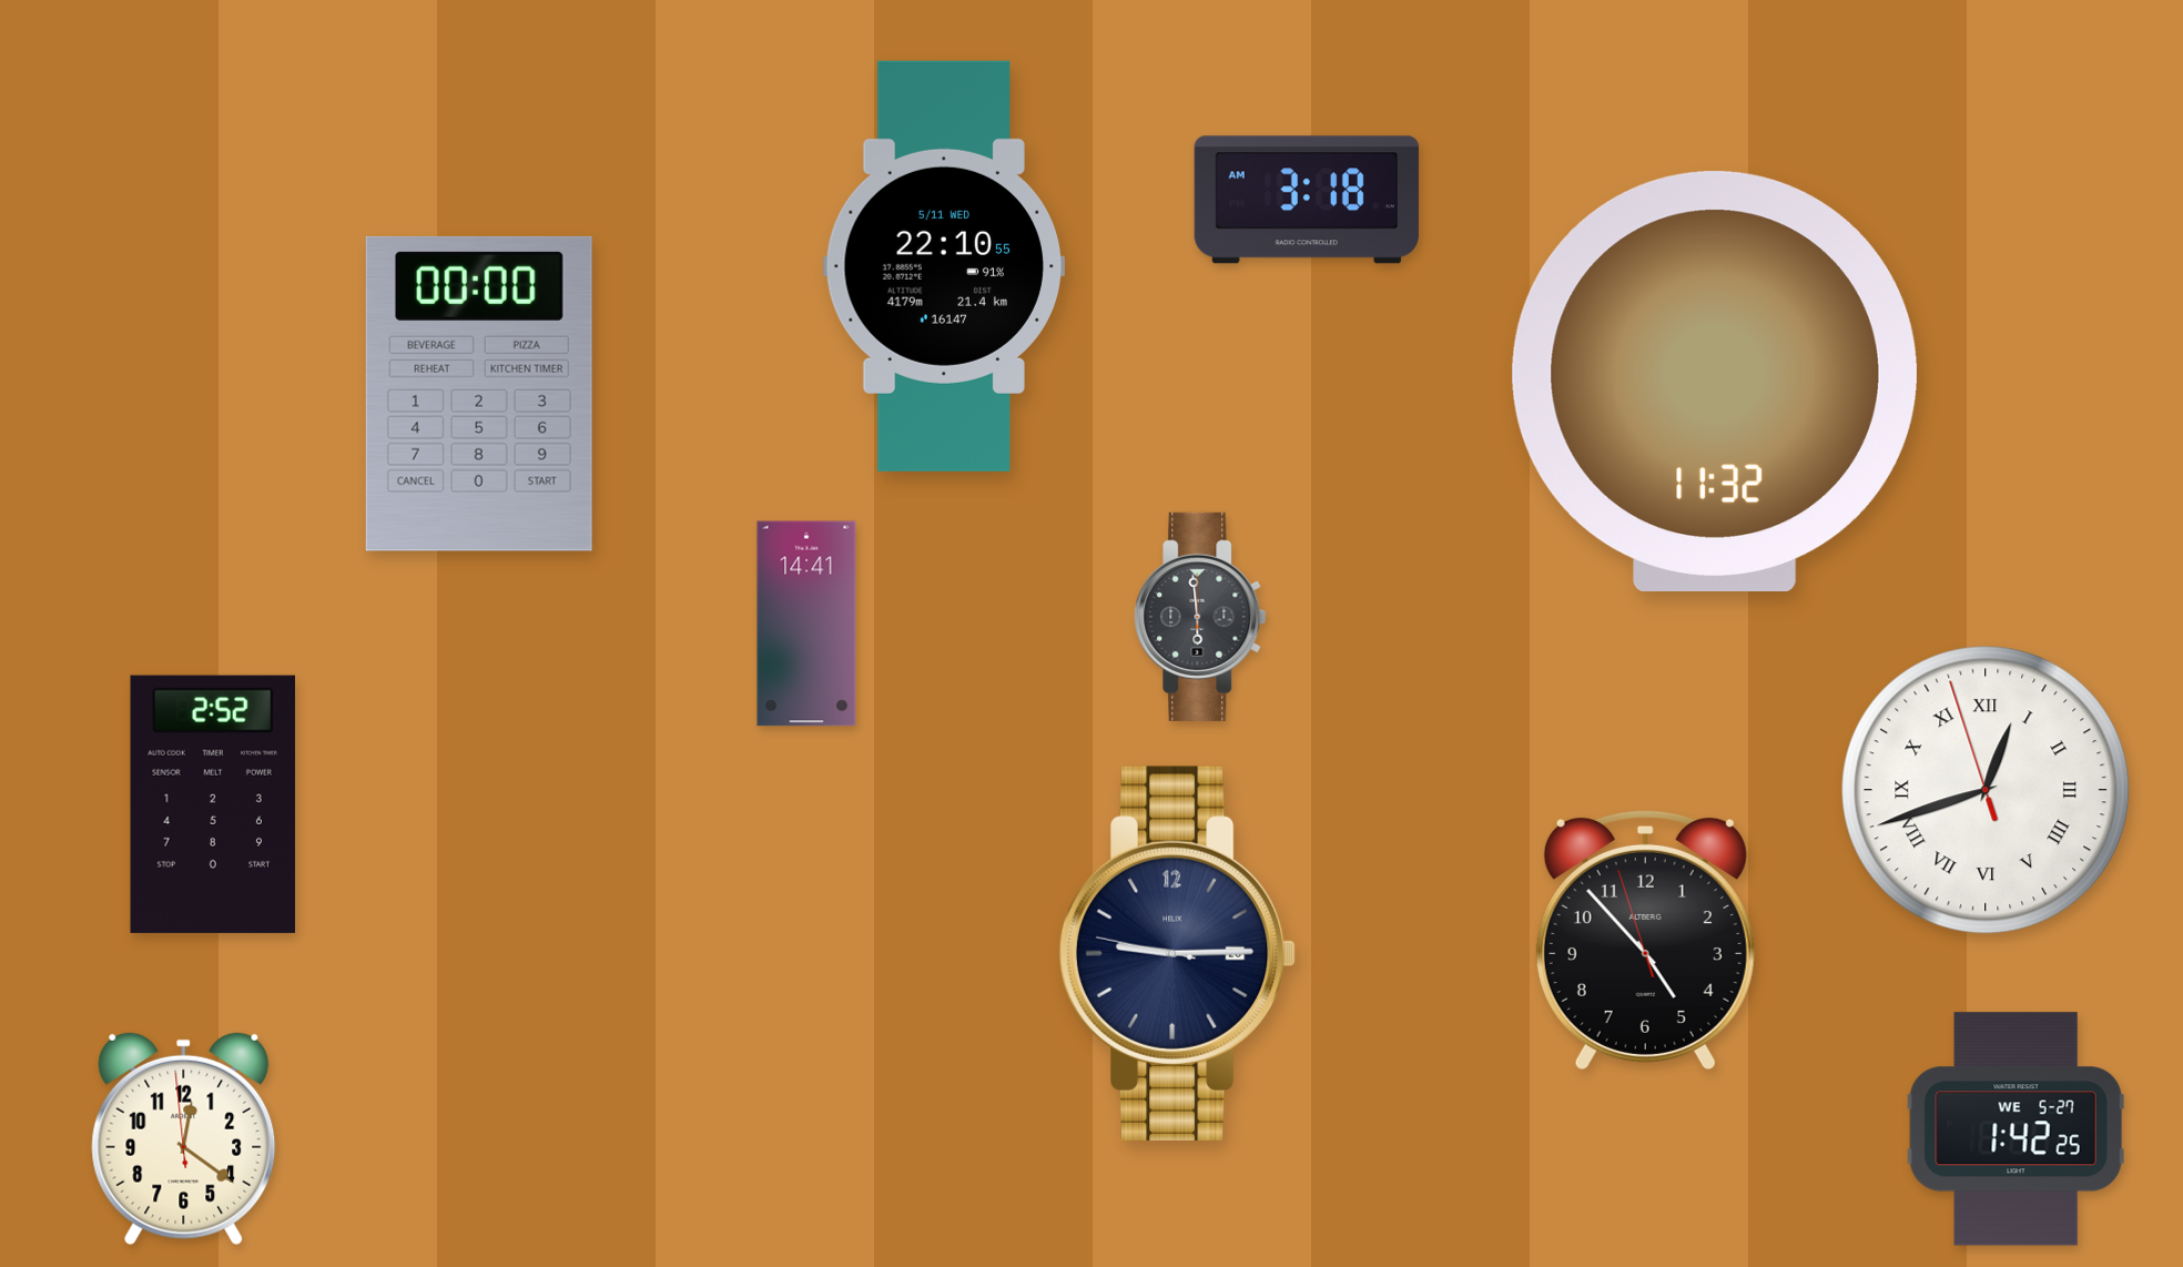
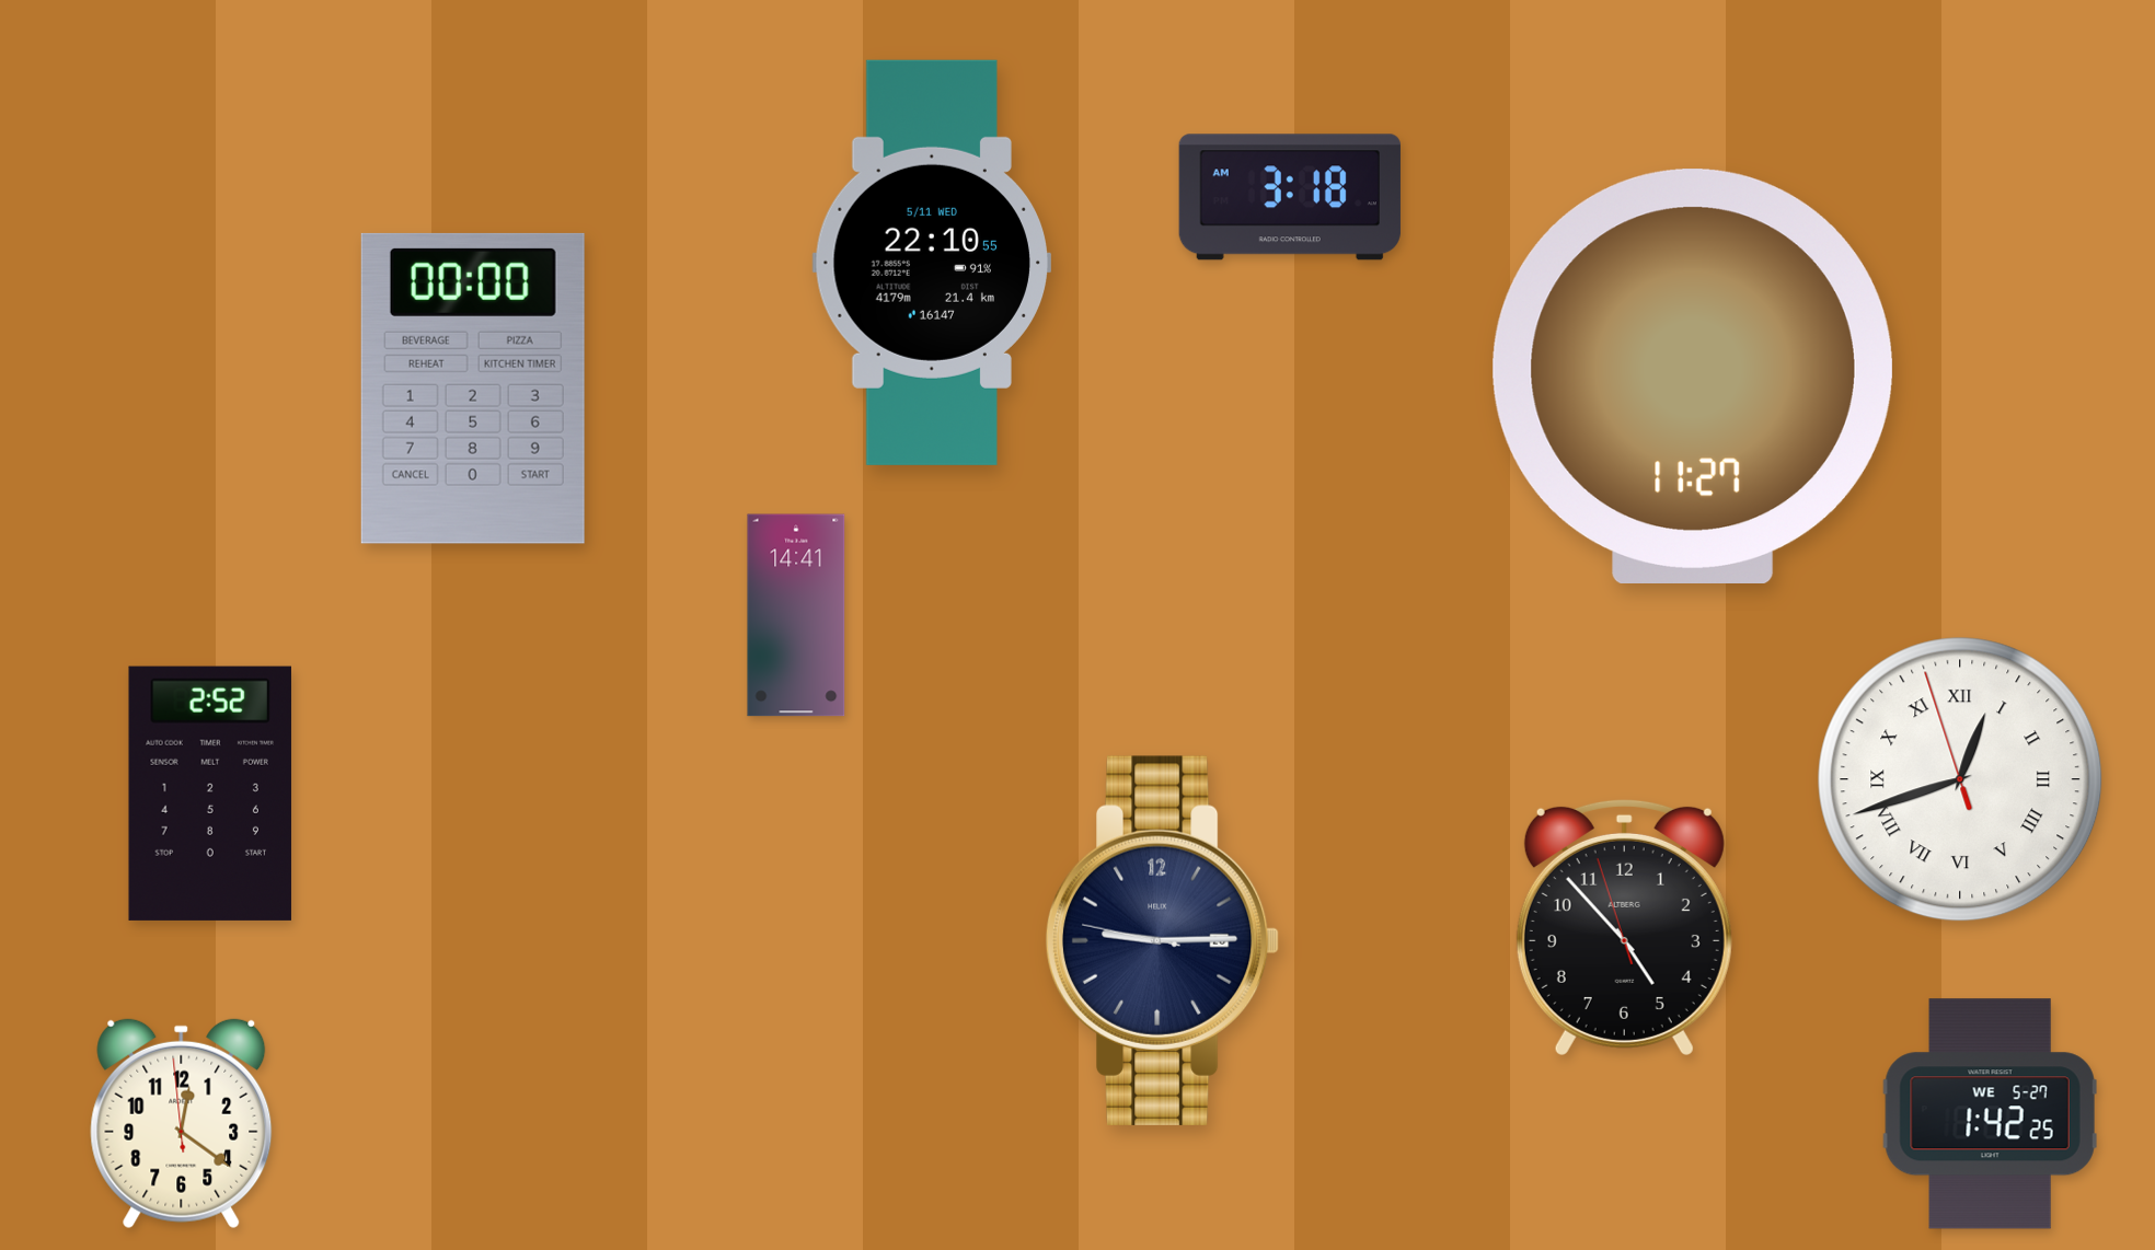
clock at (1715, 381): 11:32 -> 11:27
clock at (1200, 617): 5:59 -> none
